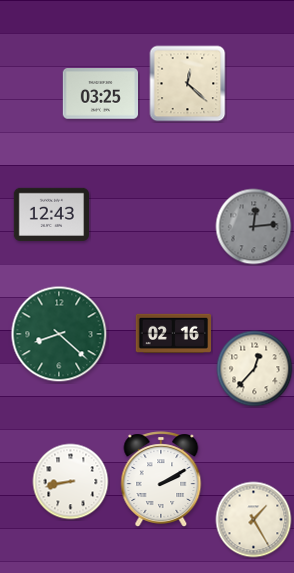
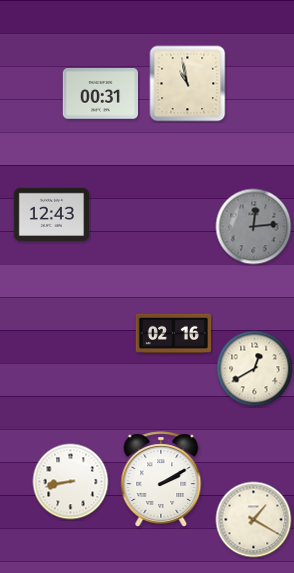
clock at (188, 84): 12:22 -> 10:58
clock at (100, 94): 03:25 -> 00:31
clock at (59, 334): 8:22 -> none
clock at (255, 369): 12:37 -> 12:40
clock at (254, 520): 1:25 -> 1:20
